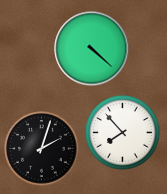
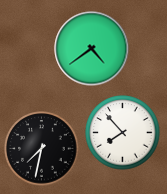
clock at (92, 49): 4:22 -> 4:39
clock at (42, 149): 2:03 -> 7:32
